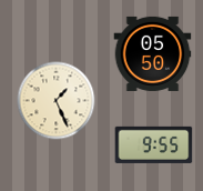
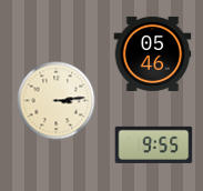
clock at (153, 53): 05:50 -> 05:46
clock at (57, 101): 1:26 -> 3:14
